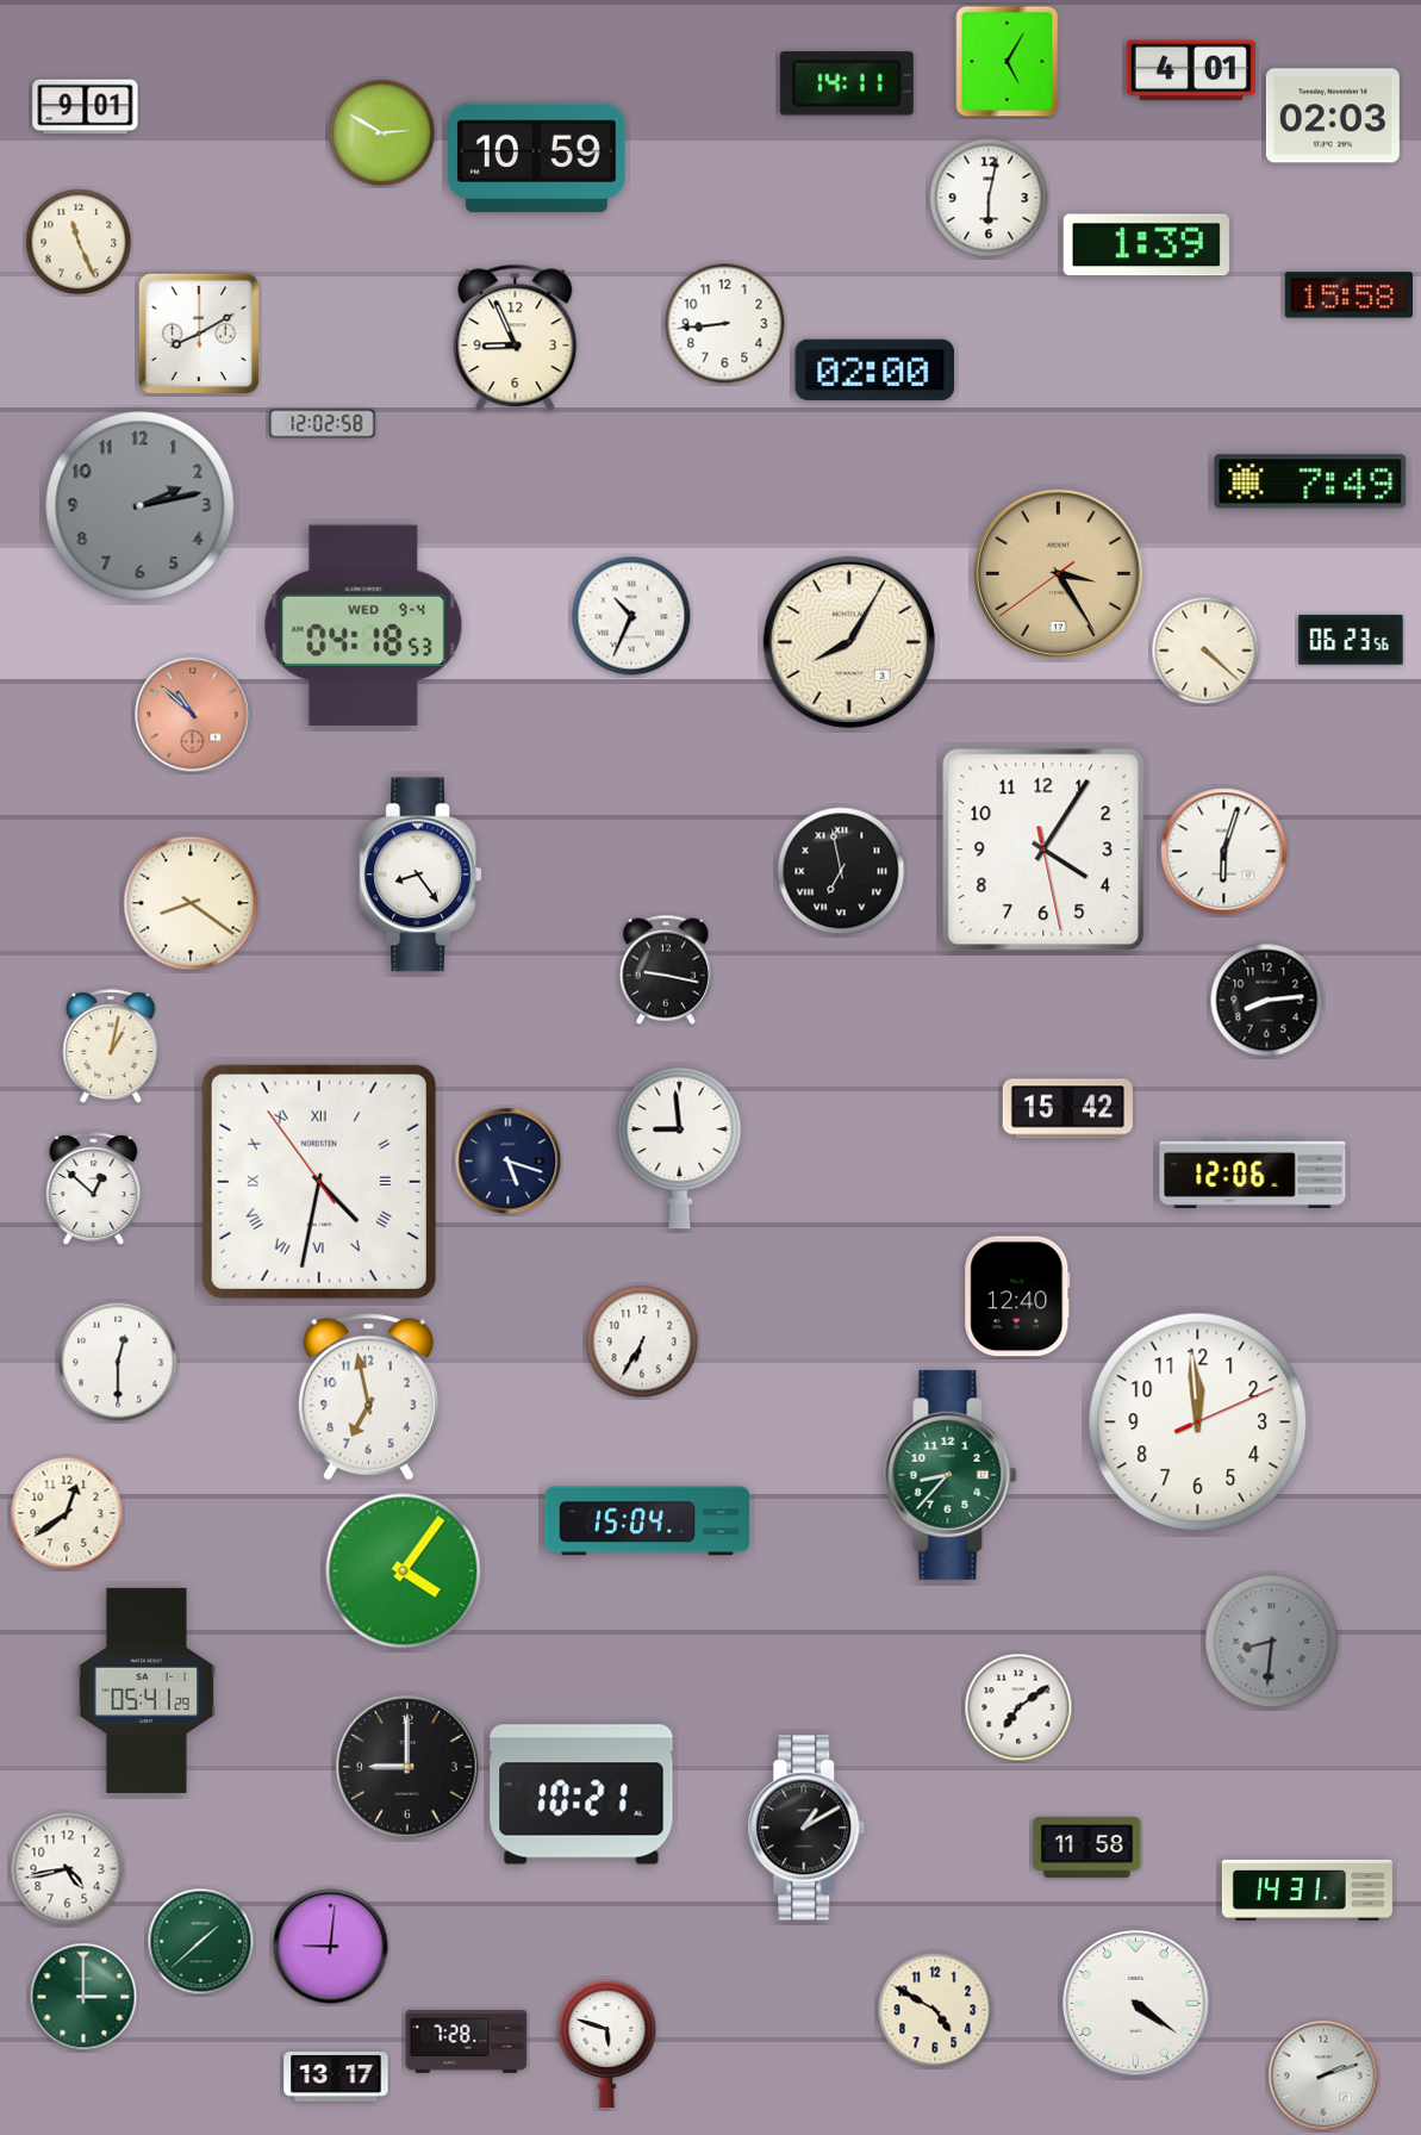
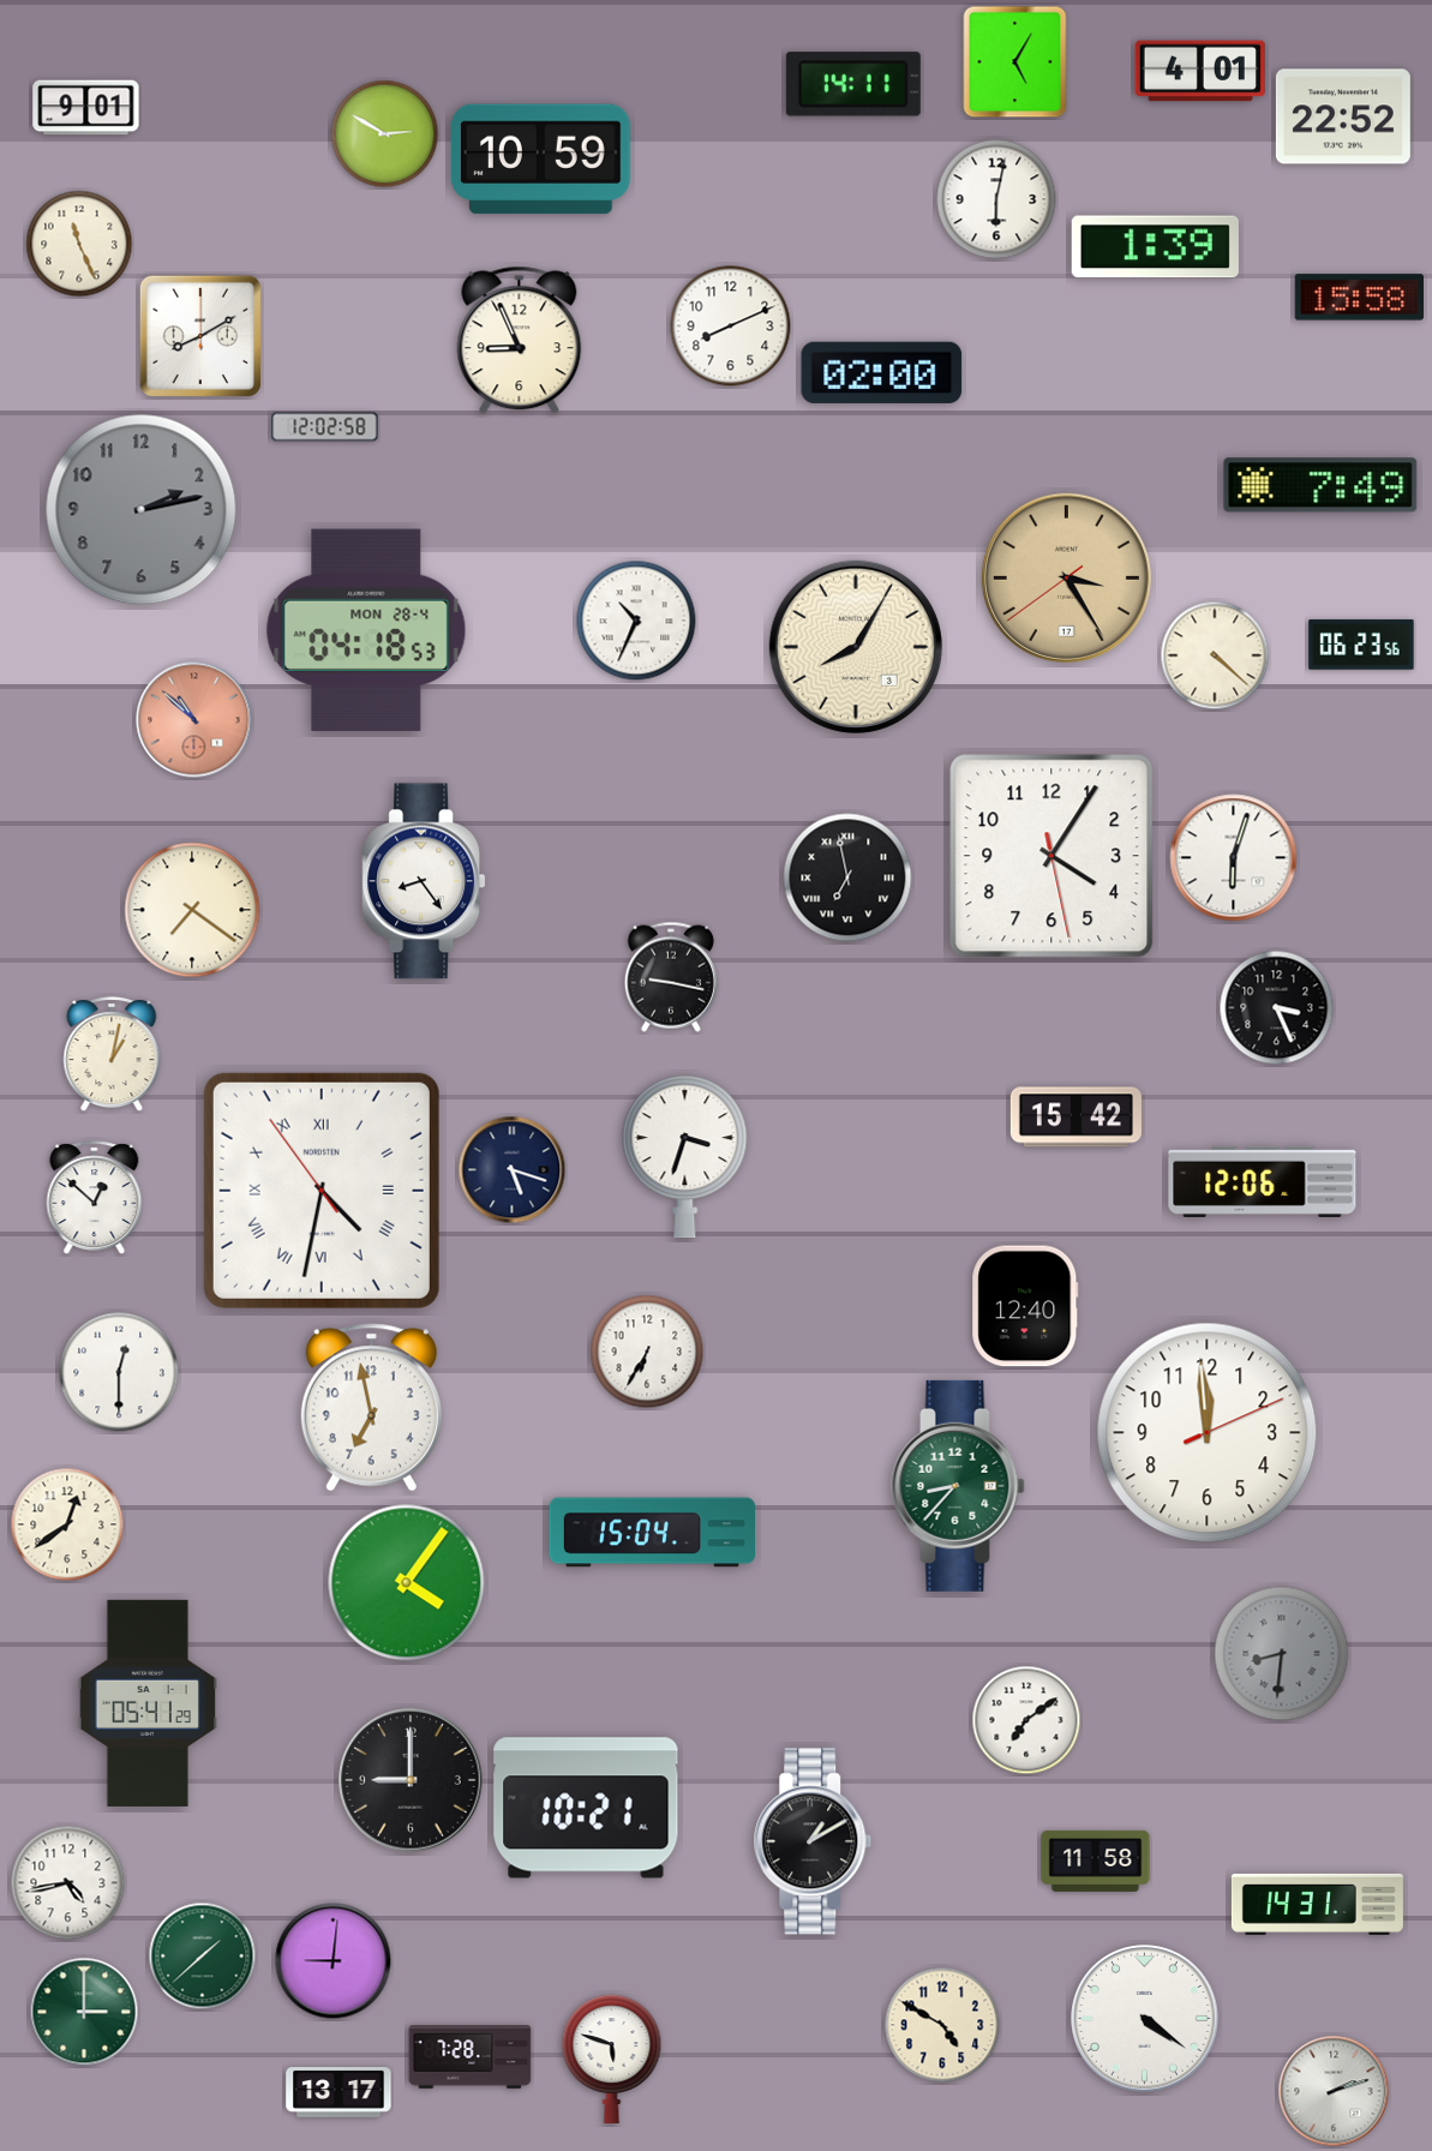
clock at (1333, 116): 02:03 -> 22:52
clock at (725, 324): 8:44 -> 8:11
clock at (363, 624) date: WED 9-4 -> MON 28-4
clock at (191, 903): 8:21 -> 7:21
clock at (1267, 1001): 8:14 -> 3:26
clock at (680, 1149): 8:59 -> 3:33
